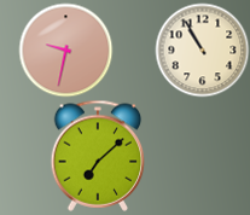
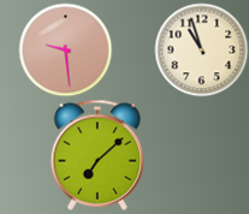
clock at (65, 50): 9:32 -> 9:29
clock at (202, 50): 10:55 -> 10:57
